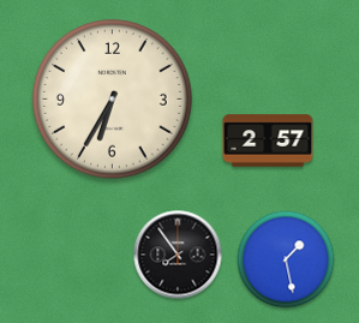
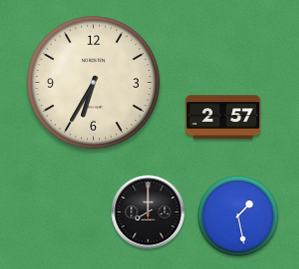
clock at (178, 255): 7:54 -> 8:00
